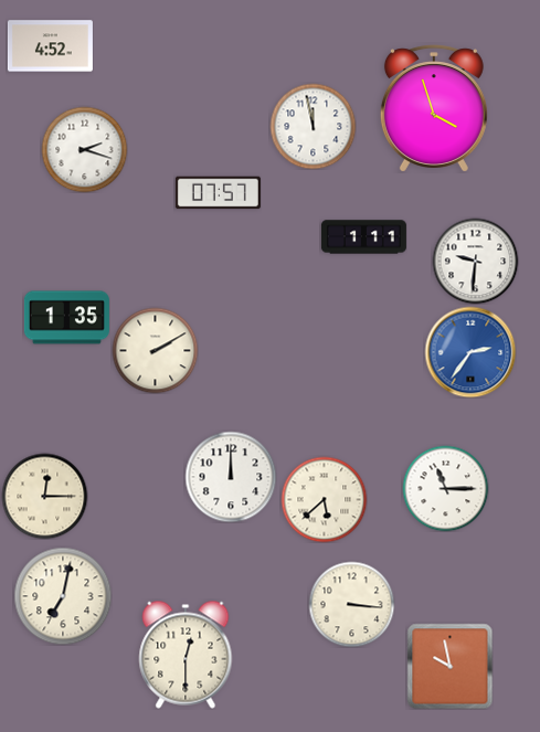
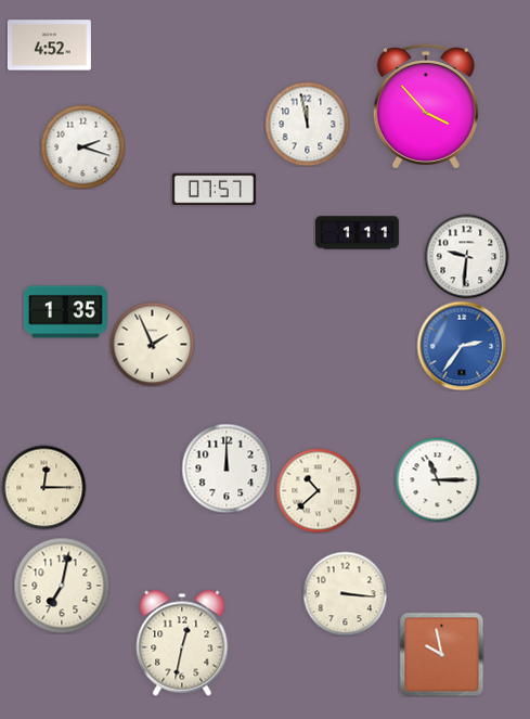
clock at (434, 108): 3:57 -> 3:53
clock at (155, 350): 2:10 -> 1:56
clock at (324, 499): 5:38 -> 10:38
clock at (186, 655): 12:30 -> 12:32
